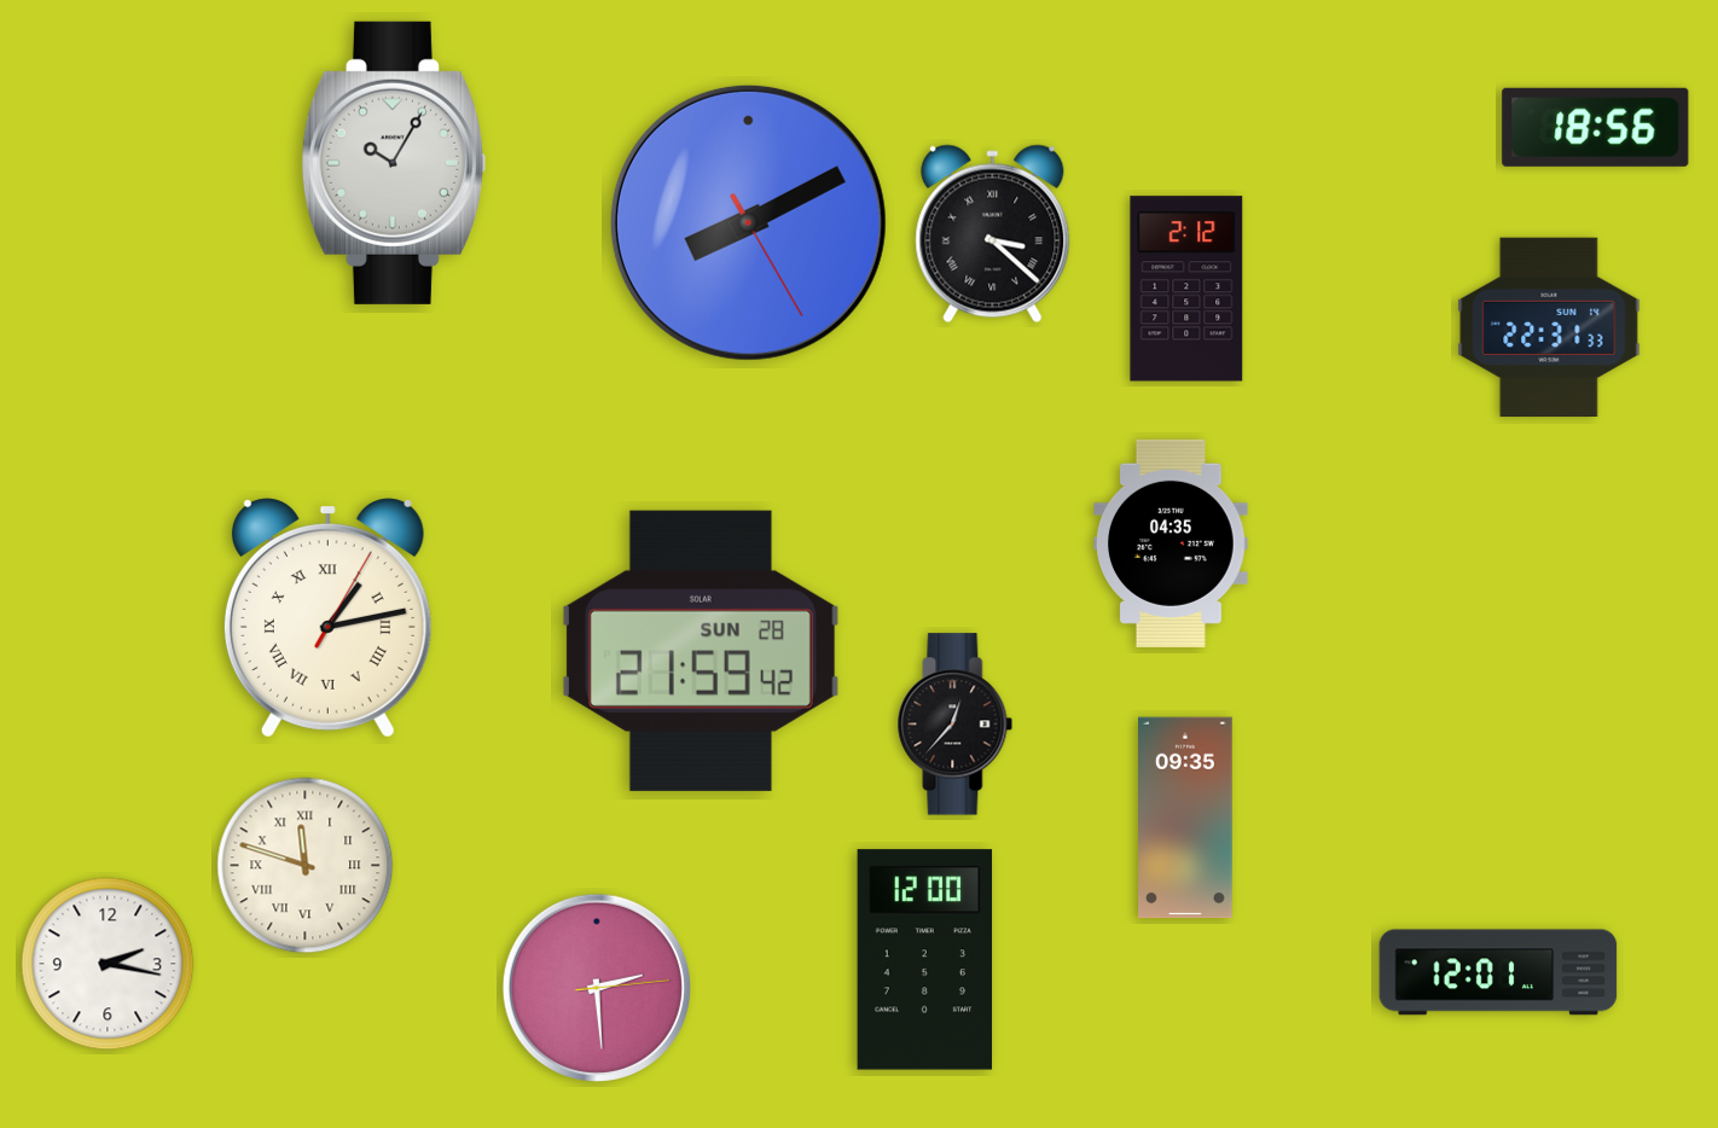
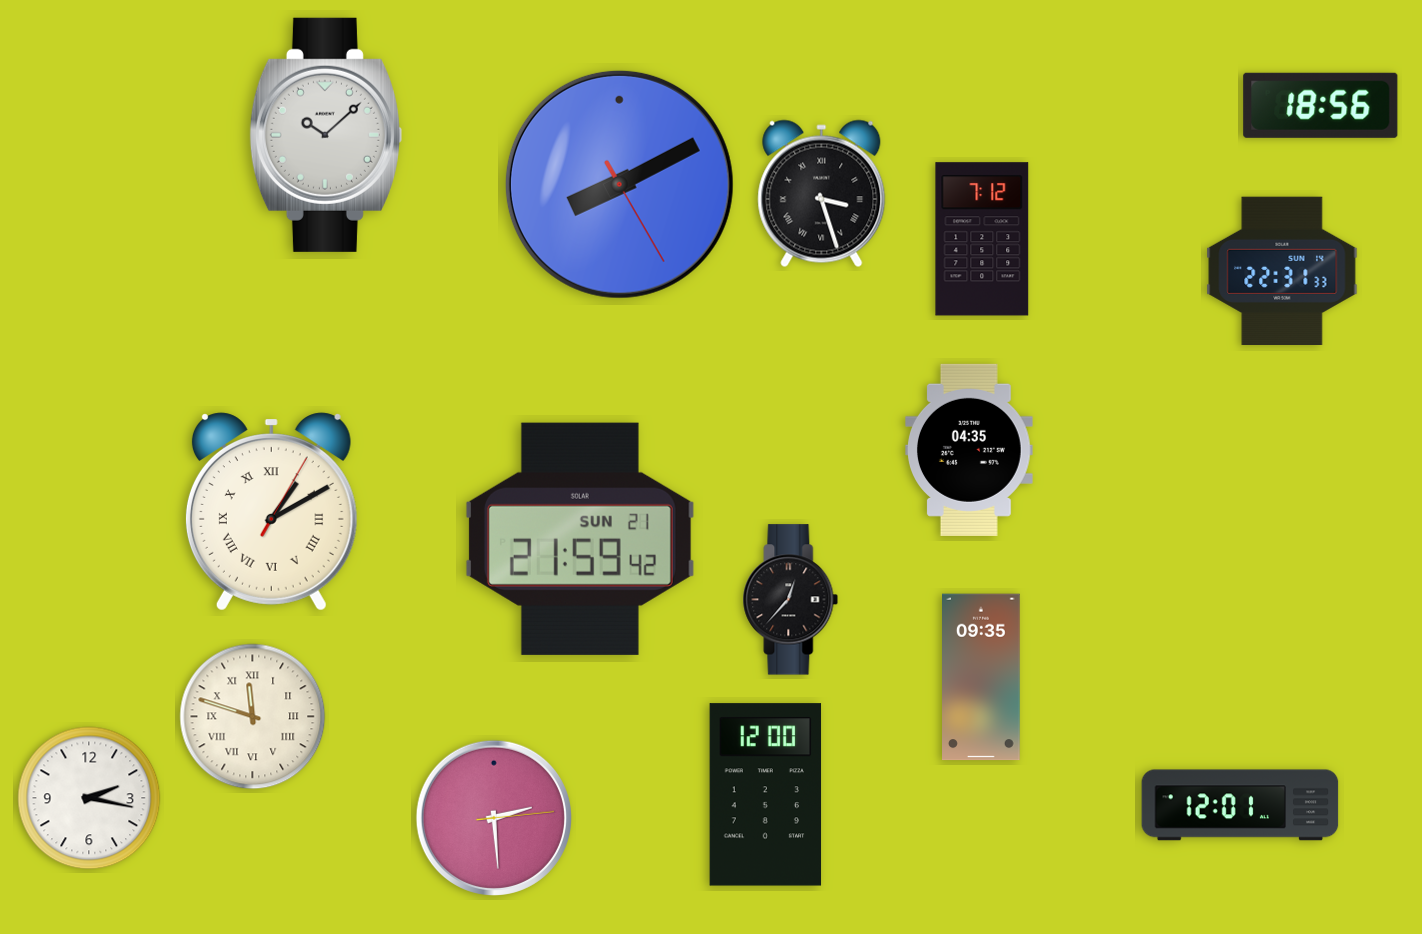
clock at (394, 163): 10:05 -> 10:08
clock at (993, 234): 3:22 -> 3:27
clock at (1186, 289): 2:12 -> 7:12
clock at (327, 618): 1:13 -> 1:10
clock at (701, 651) date: SUN 28 -> SUN 21
